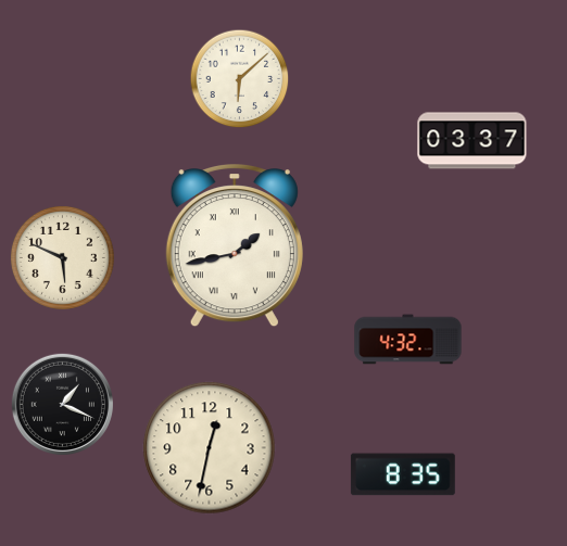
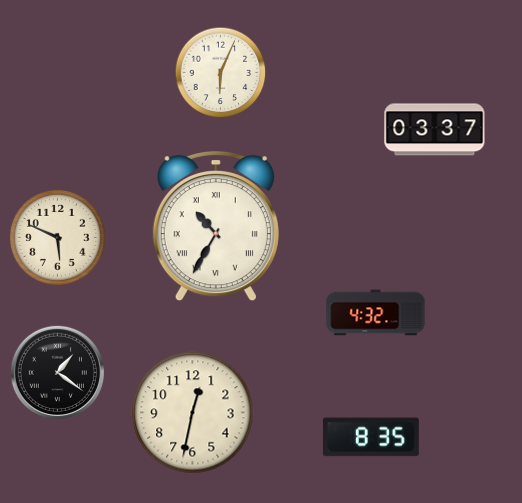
clock at (240, 79): 6:08 -> 6:04
clock at (235, 246): 1:43 -> 10:35
clock at (62, 404): 1:19 -> 1:21
